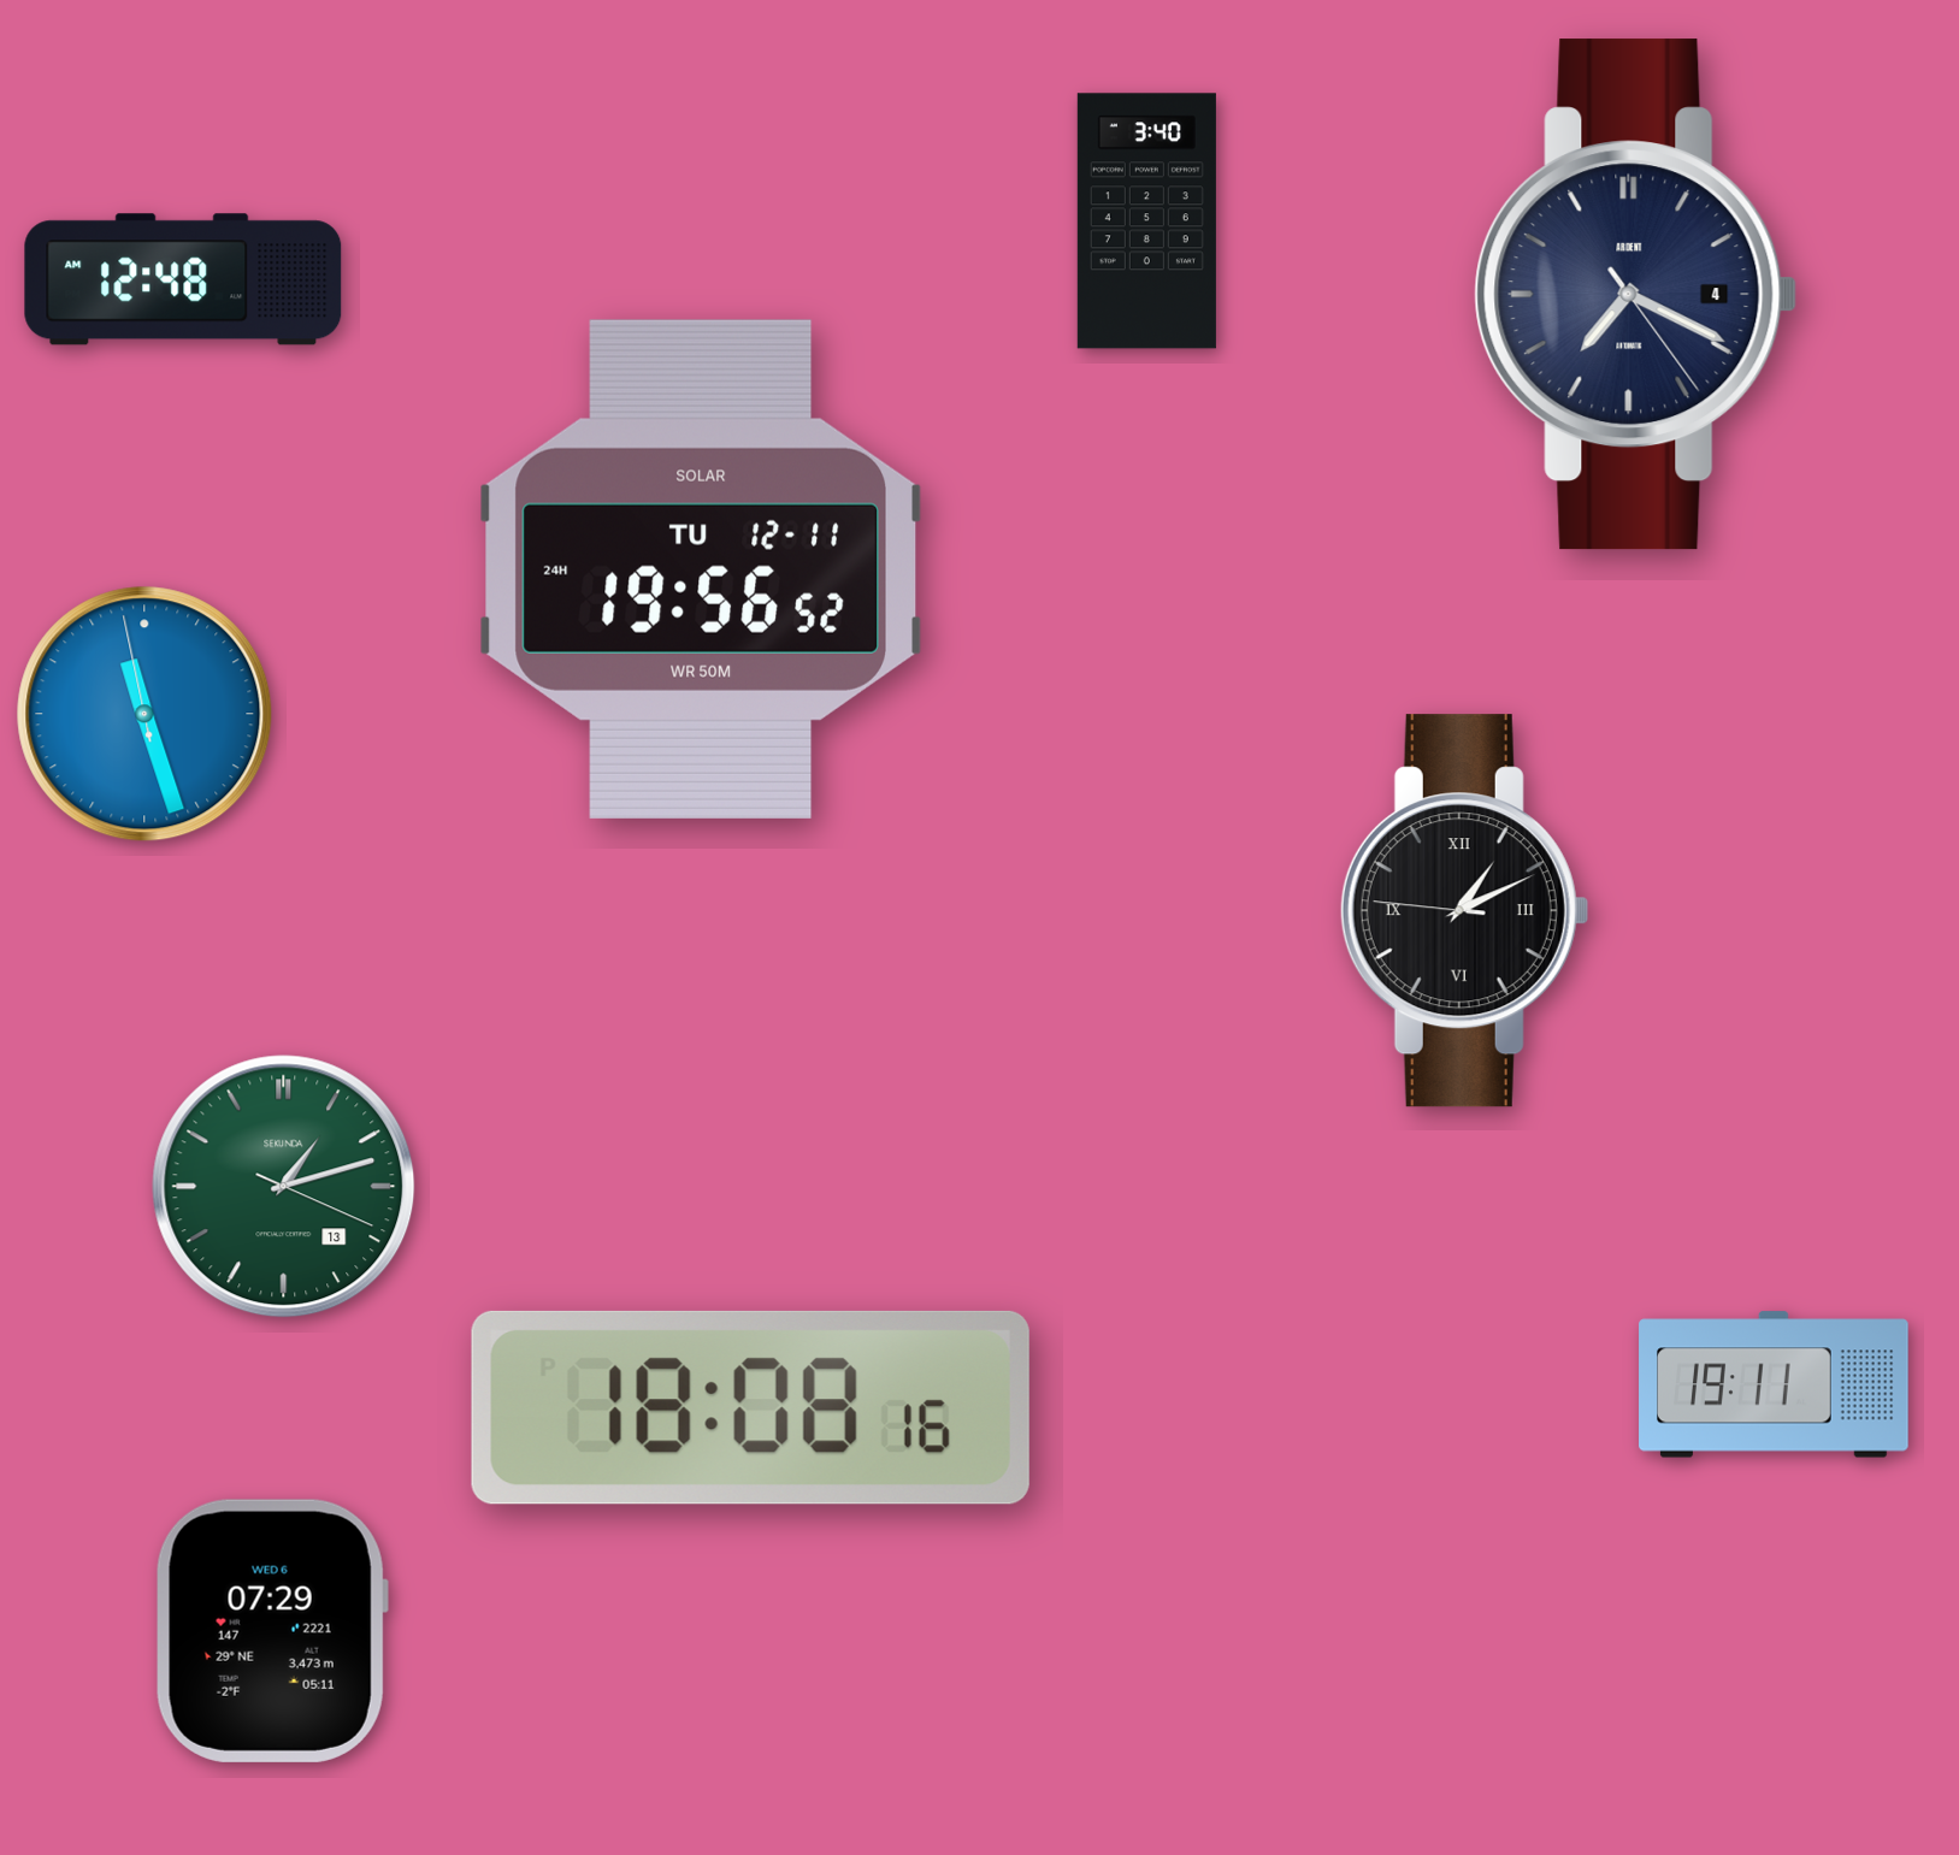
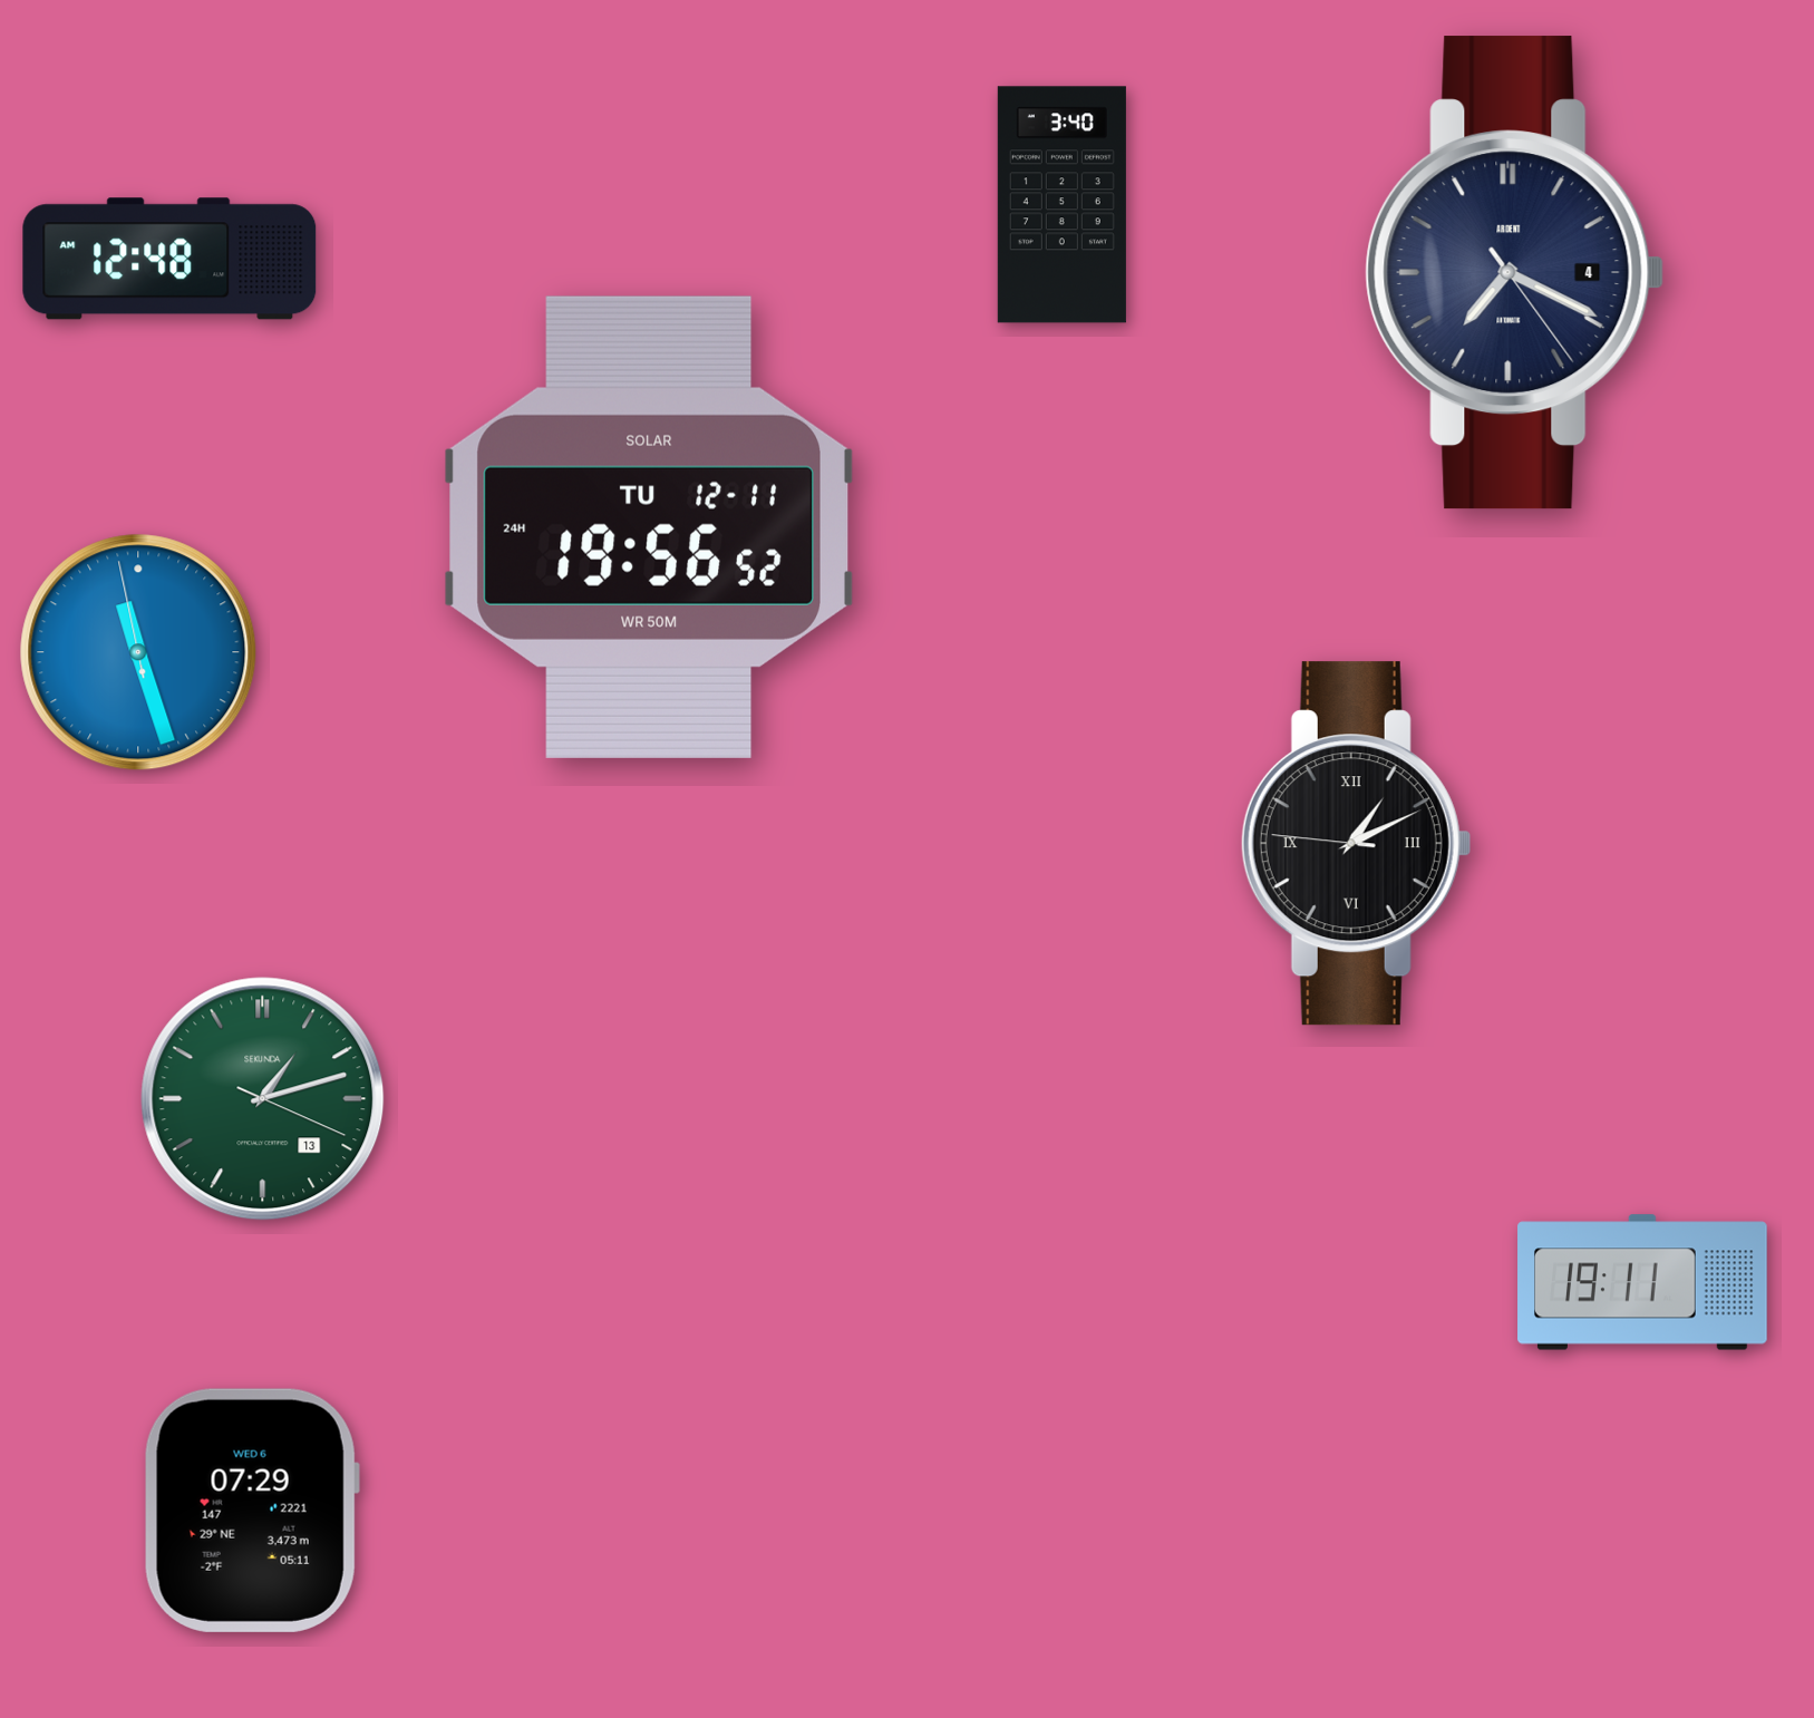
clock at (144, 714) position: (144, 714) -> (138, 652)
clock at (750, 1407): 18:08 -> none
